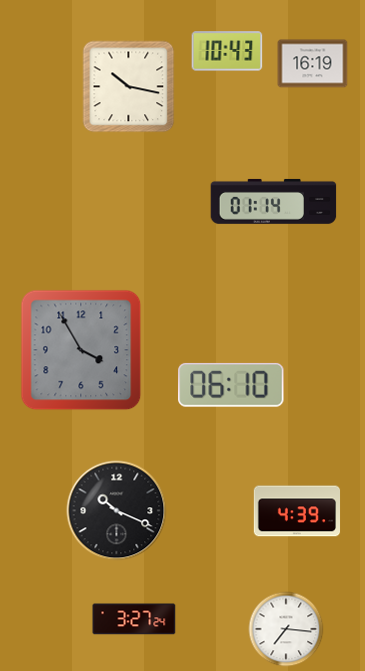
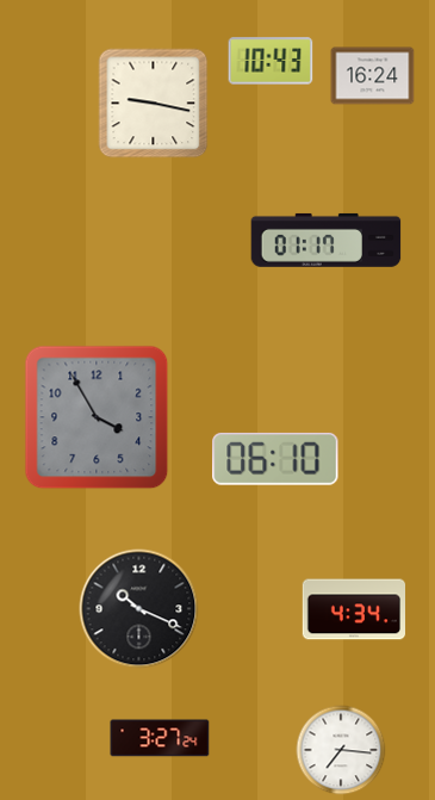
clock at (313, 64): 16:19 -> 16:24
clock at (129, 87): 10:17 -> 9:17
clock at (274, 201): 01:14 -> 01:17
clock at (297, 511): 4:39 -> 4:34
